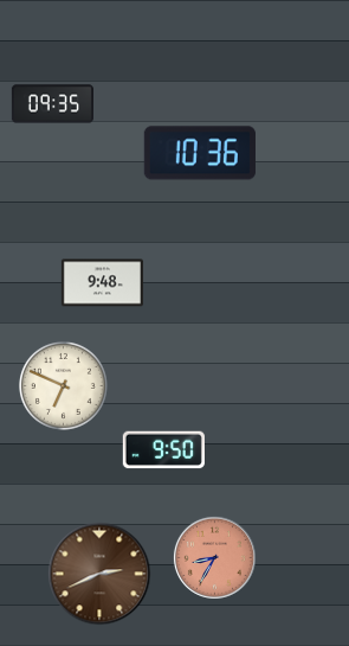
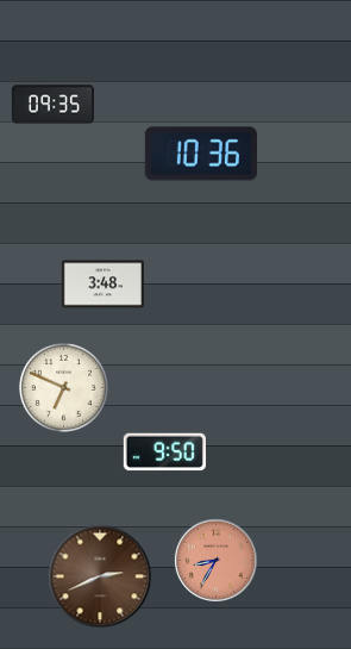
clock at (102, 283): 9:48 -> 3:48
